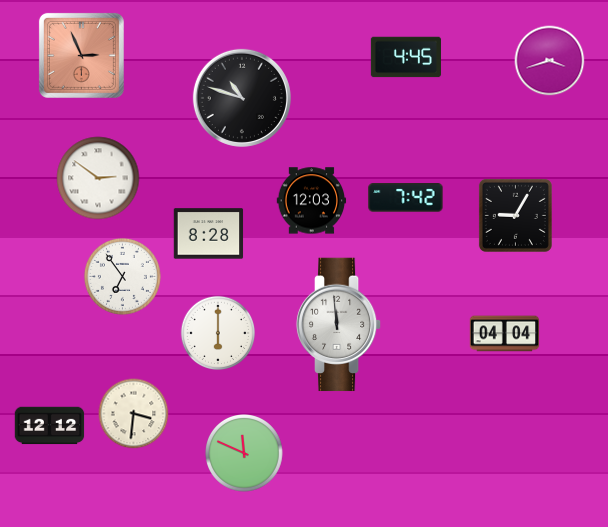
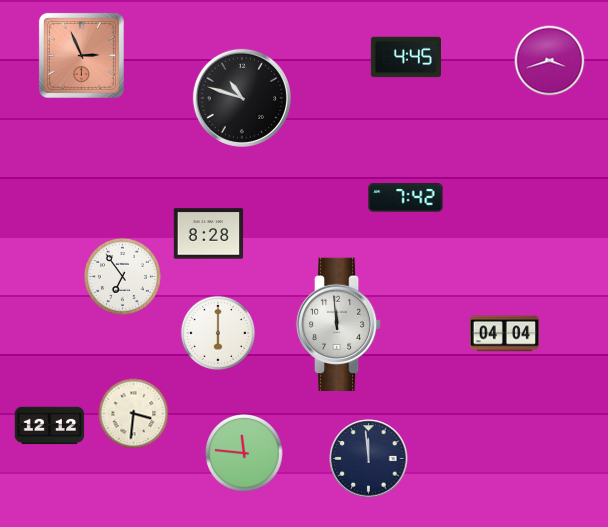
clock at (98, 178): 2:51 -> none
clock at (312, 201): 12:03 -> none
clock at (515, 215): 9:05 -> none
clock at (245, 454): 11:49 -> 11:46
clock at (369, 459): none -> 11:59
